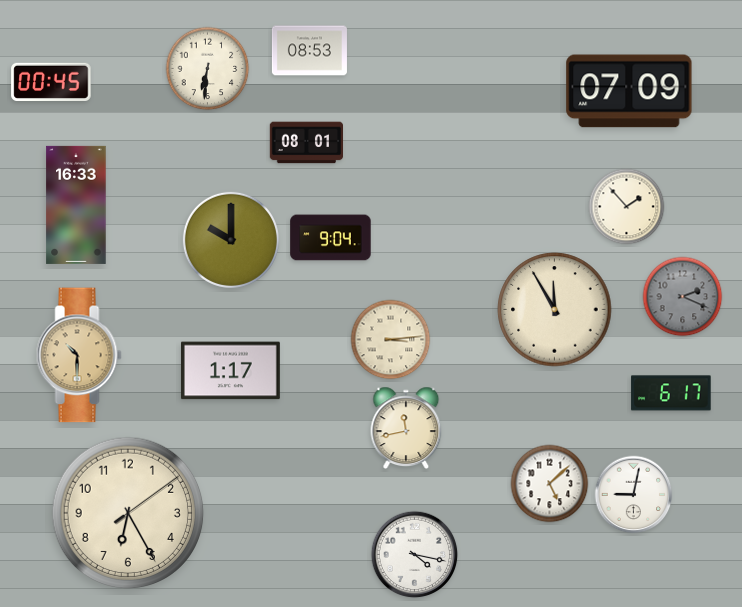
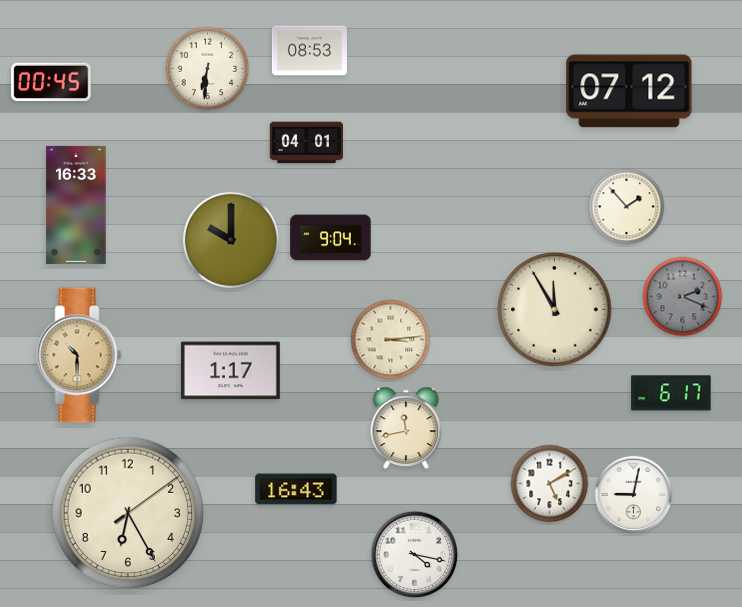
clock at (629, 91): 07:09 -> 07:12
clock at (306, 143): 08:01 -> 04:01
clock at (550, 484): 5:08 -> 5:10
clock at (296, 489): none -> 16:43
